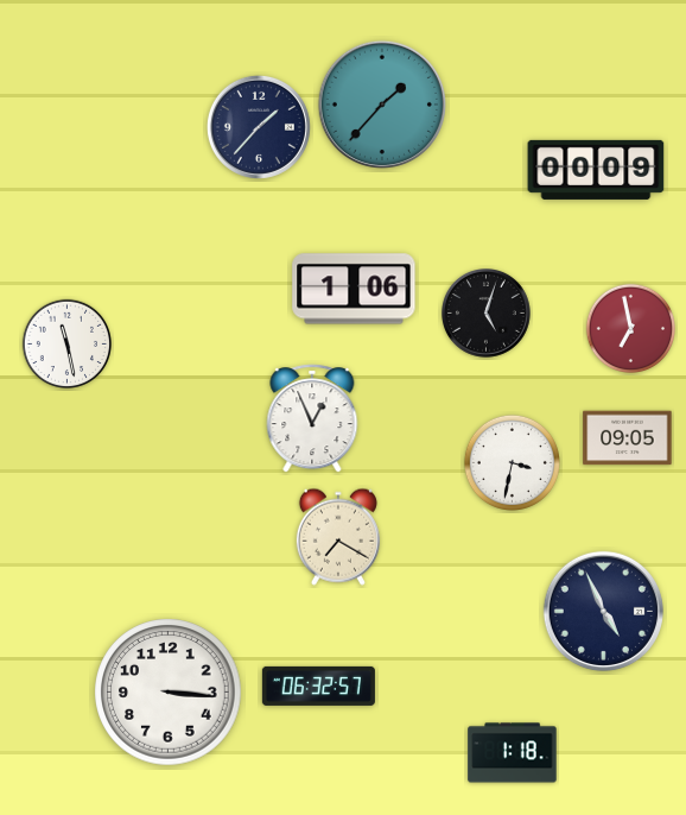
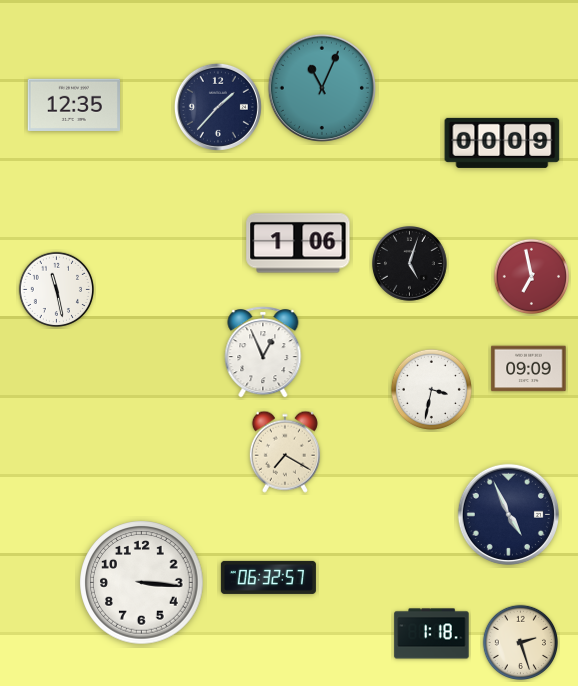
clock at (381, 103): 1:37 -> 11:04
clock at (73, 104): none -> 12:35
clock at (628, 438): 09:05 -> 09:09
clock at (520, 642): none -> 2:27
